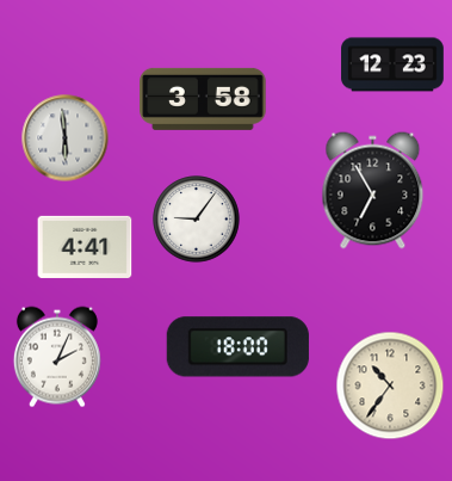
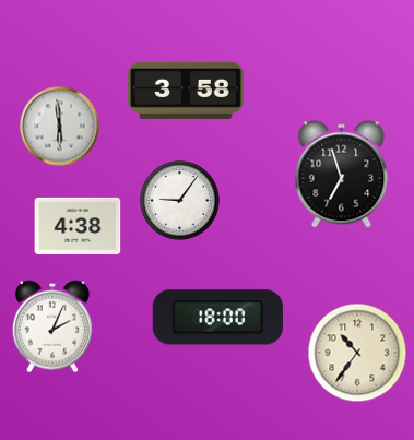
clock at (392, 64): 12:23 -> none
clock at (373, 191): 6:55 -> 6:57
clock at (85, 247): 4:41 -> 4:38
